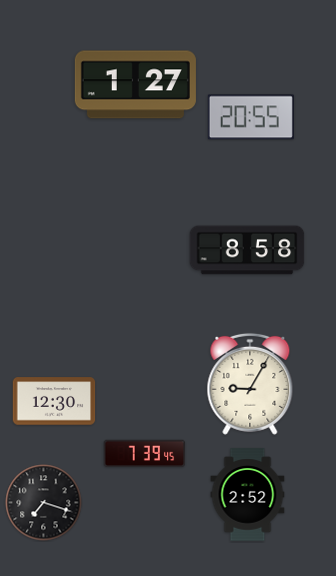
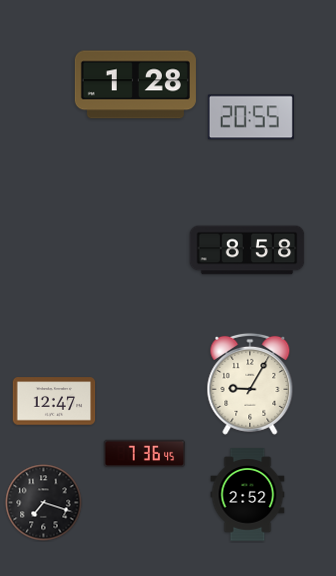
clock at (135, 85): 1:27 -> 1:28
clock at (54, 401): 12:30 -> 12:47
clock at (145, 454): 7:39 -> 7:36
